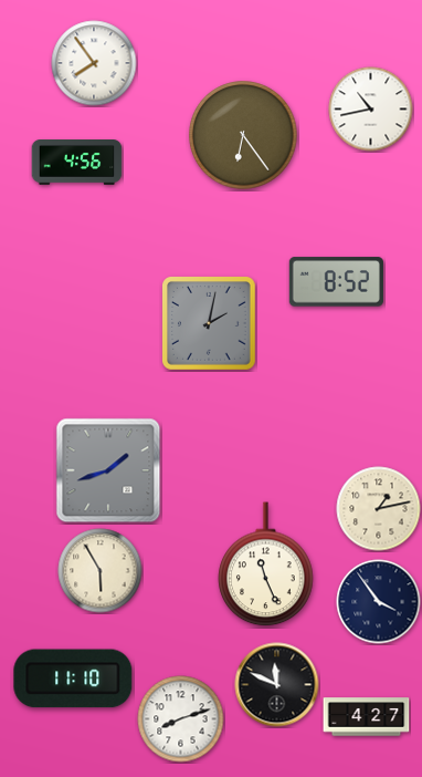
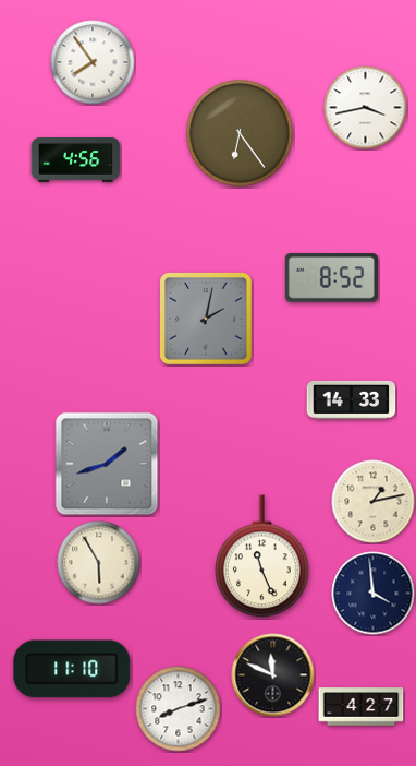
clock at (371, 110): 10:43 -> 3:43
clock at (352, 399): none -> 14:33
clock at (379, 602): 3:54 -> 3:59
